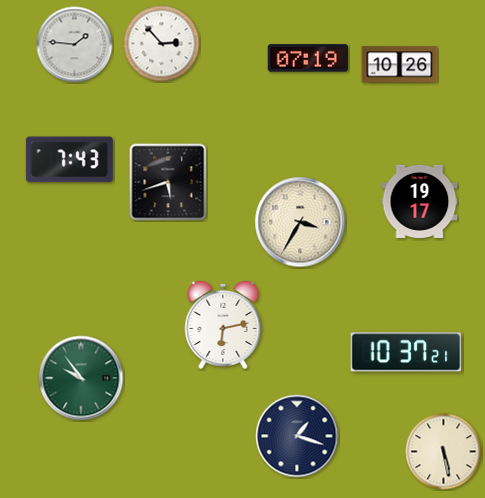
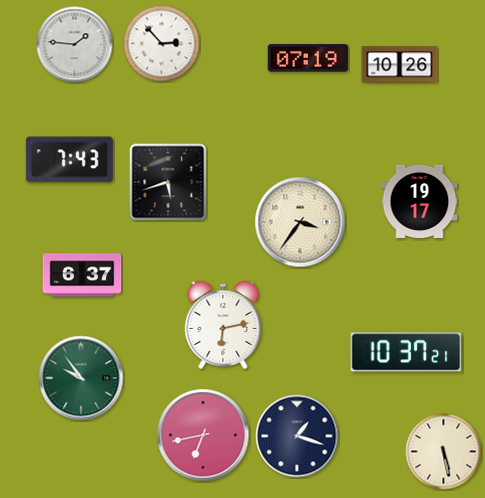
clock at (300, 222): 3:35 -> 3:36
clock at (82, 275): none -> 6:37
clock at (203, 435): none -> 6:43
